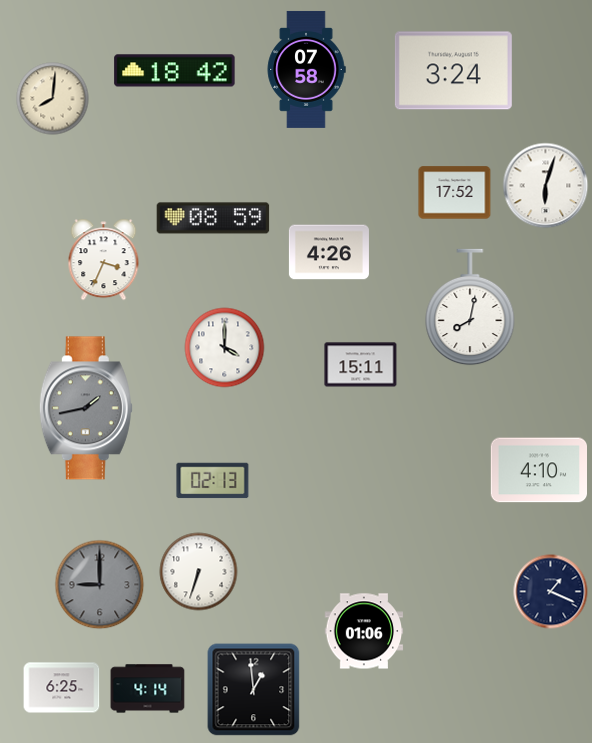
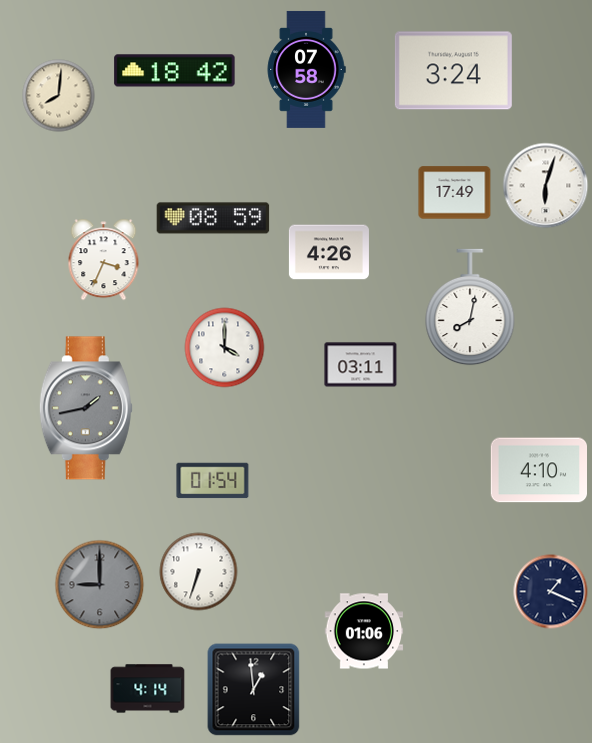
clock at (53, 99) position: (53, 99) -> (59, 96)
clock at (455, 193): 17:52 -> 17:49
clock at (361, 365): 15:11 -> 03:11
clock at (213, 481): 02:13 -> 01:54
clock at (62, 688): 6:25 -> none
